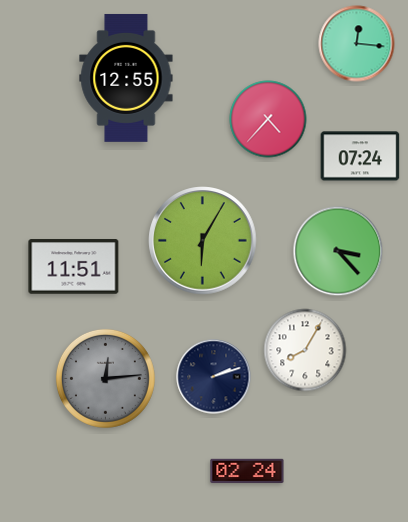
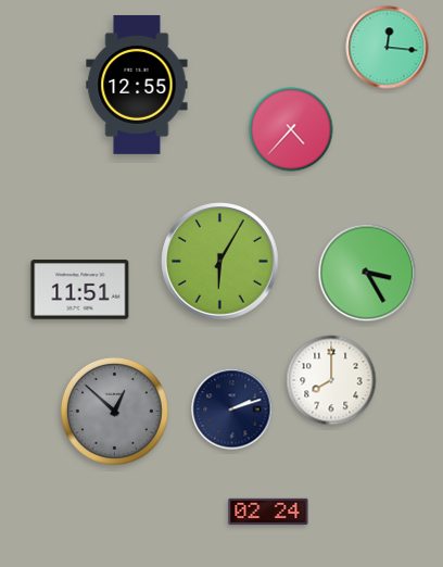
clock at (360, 156): 07:24 -> none
clock at (338, 251): 3:23 -> 3:25
clock at (305, 350): 8:05 -> 8:00
clock at (105, 378): 12:14 -> 12:52
